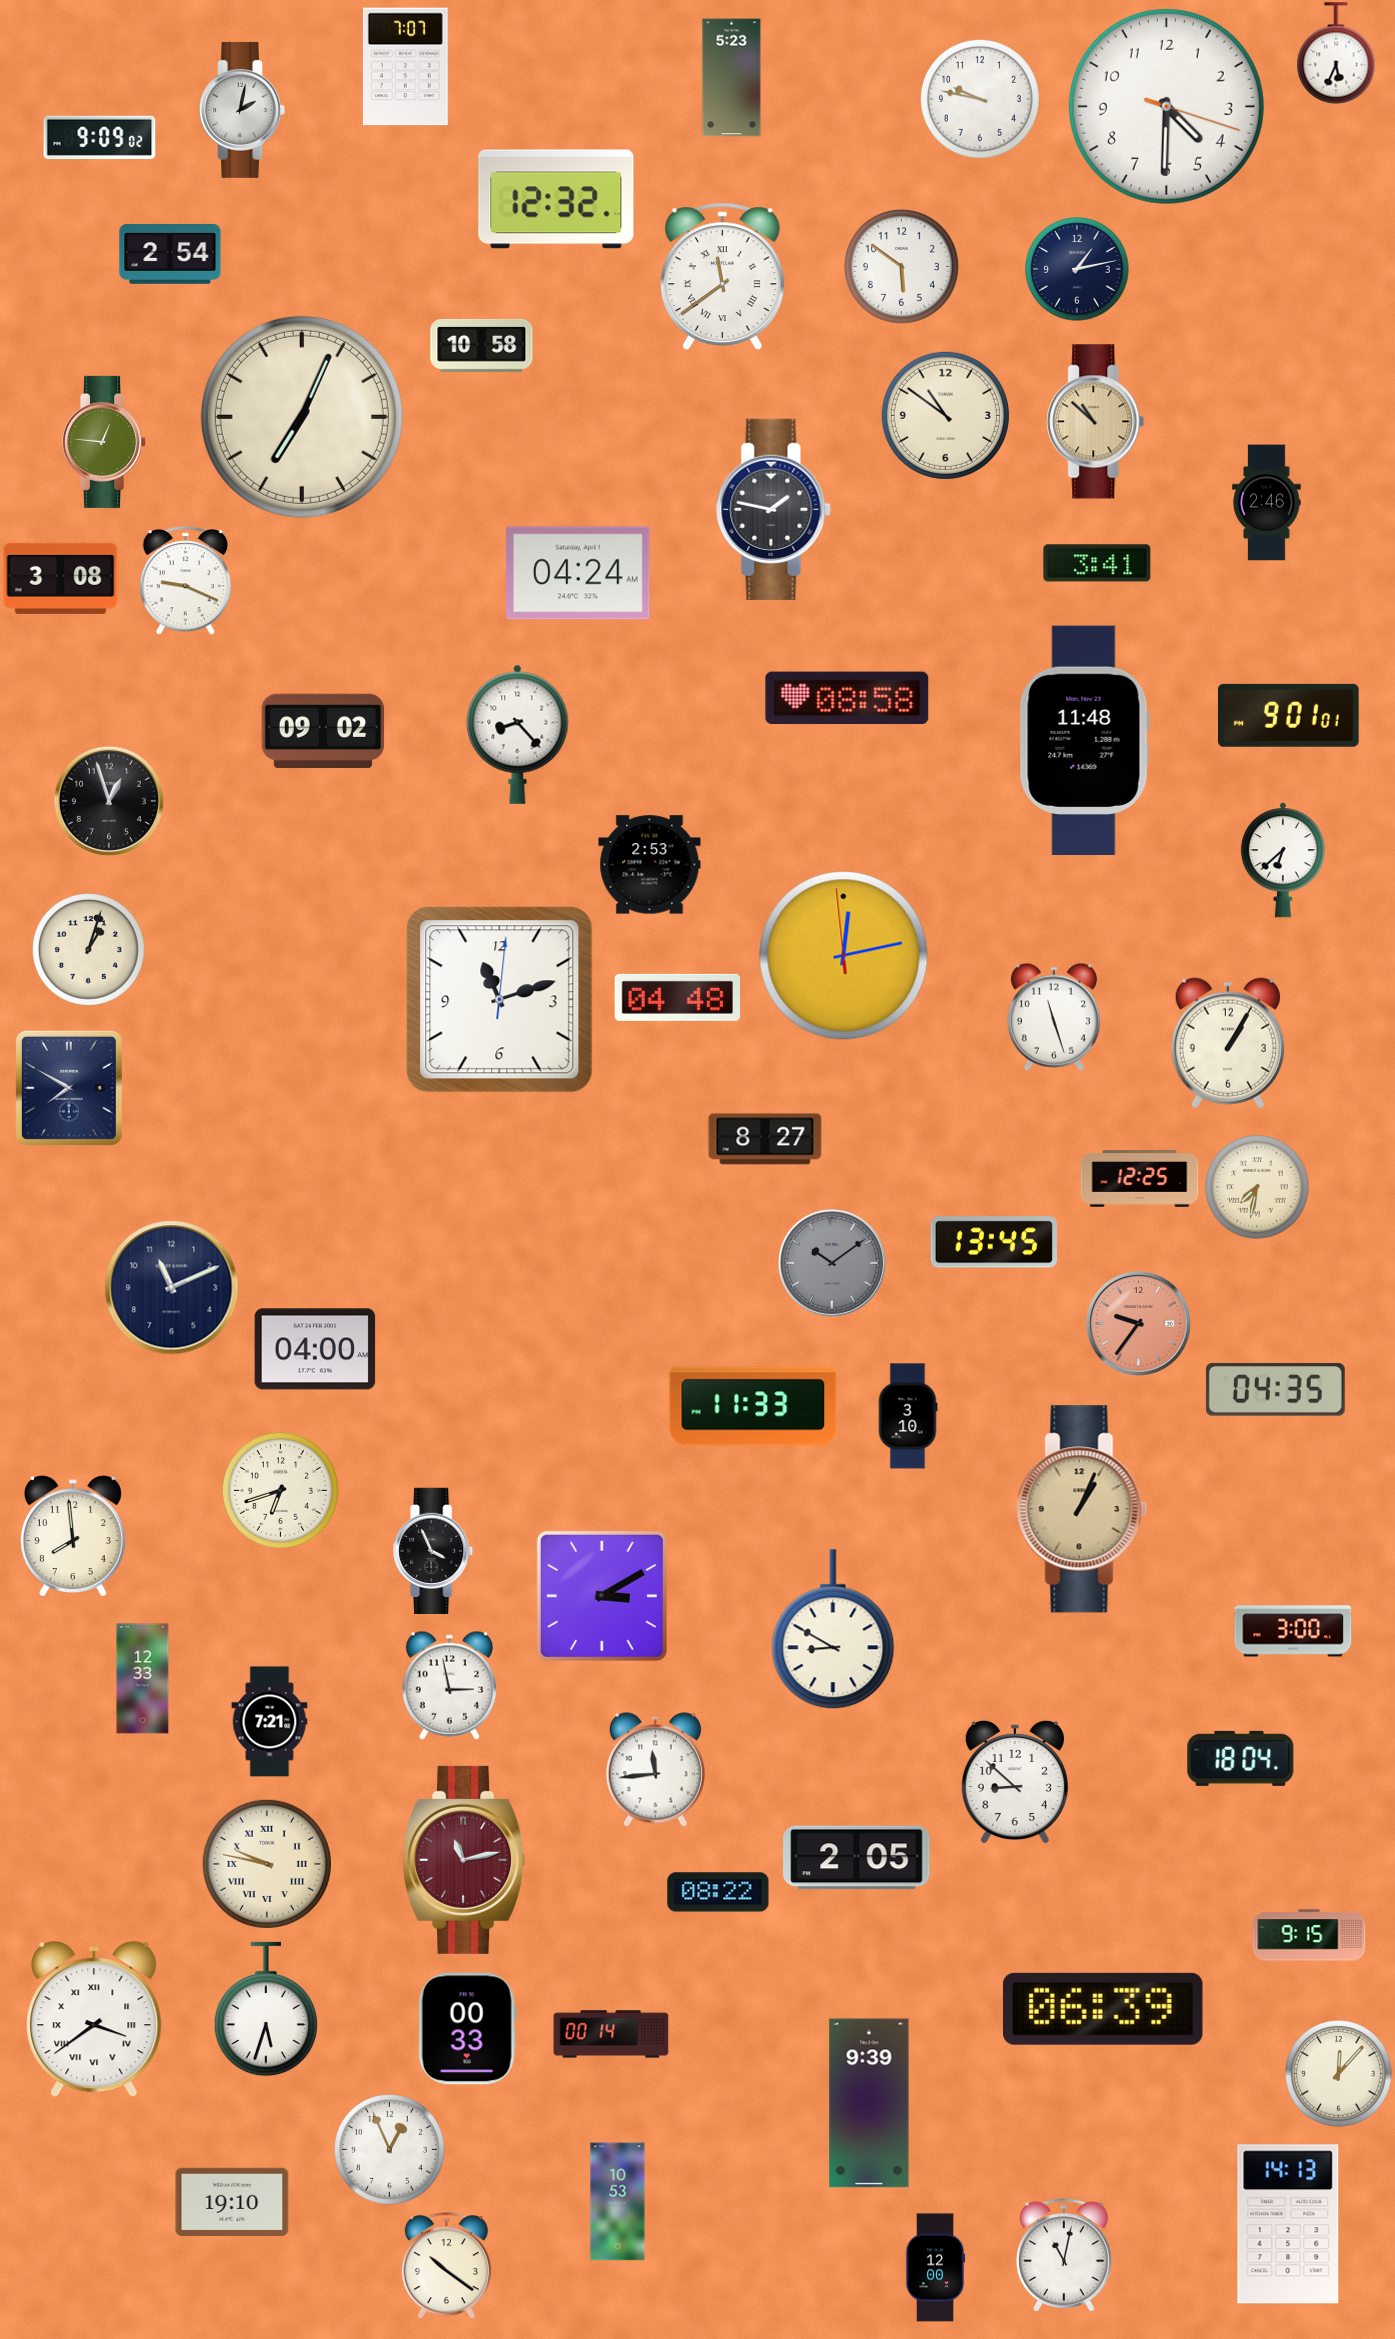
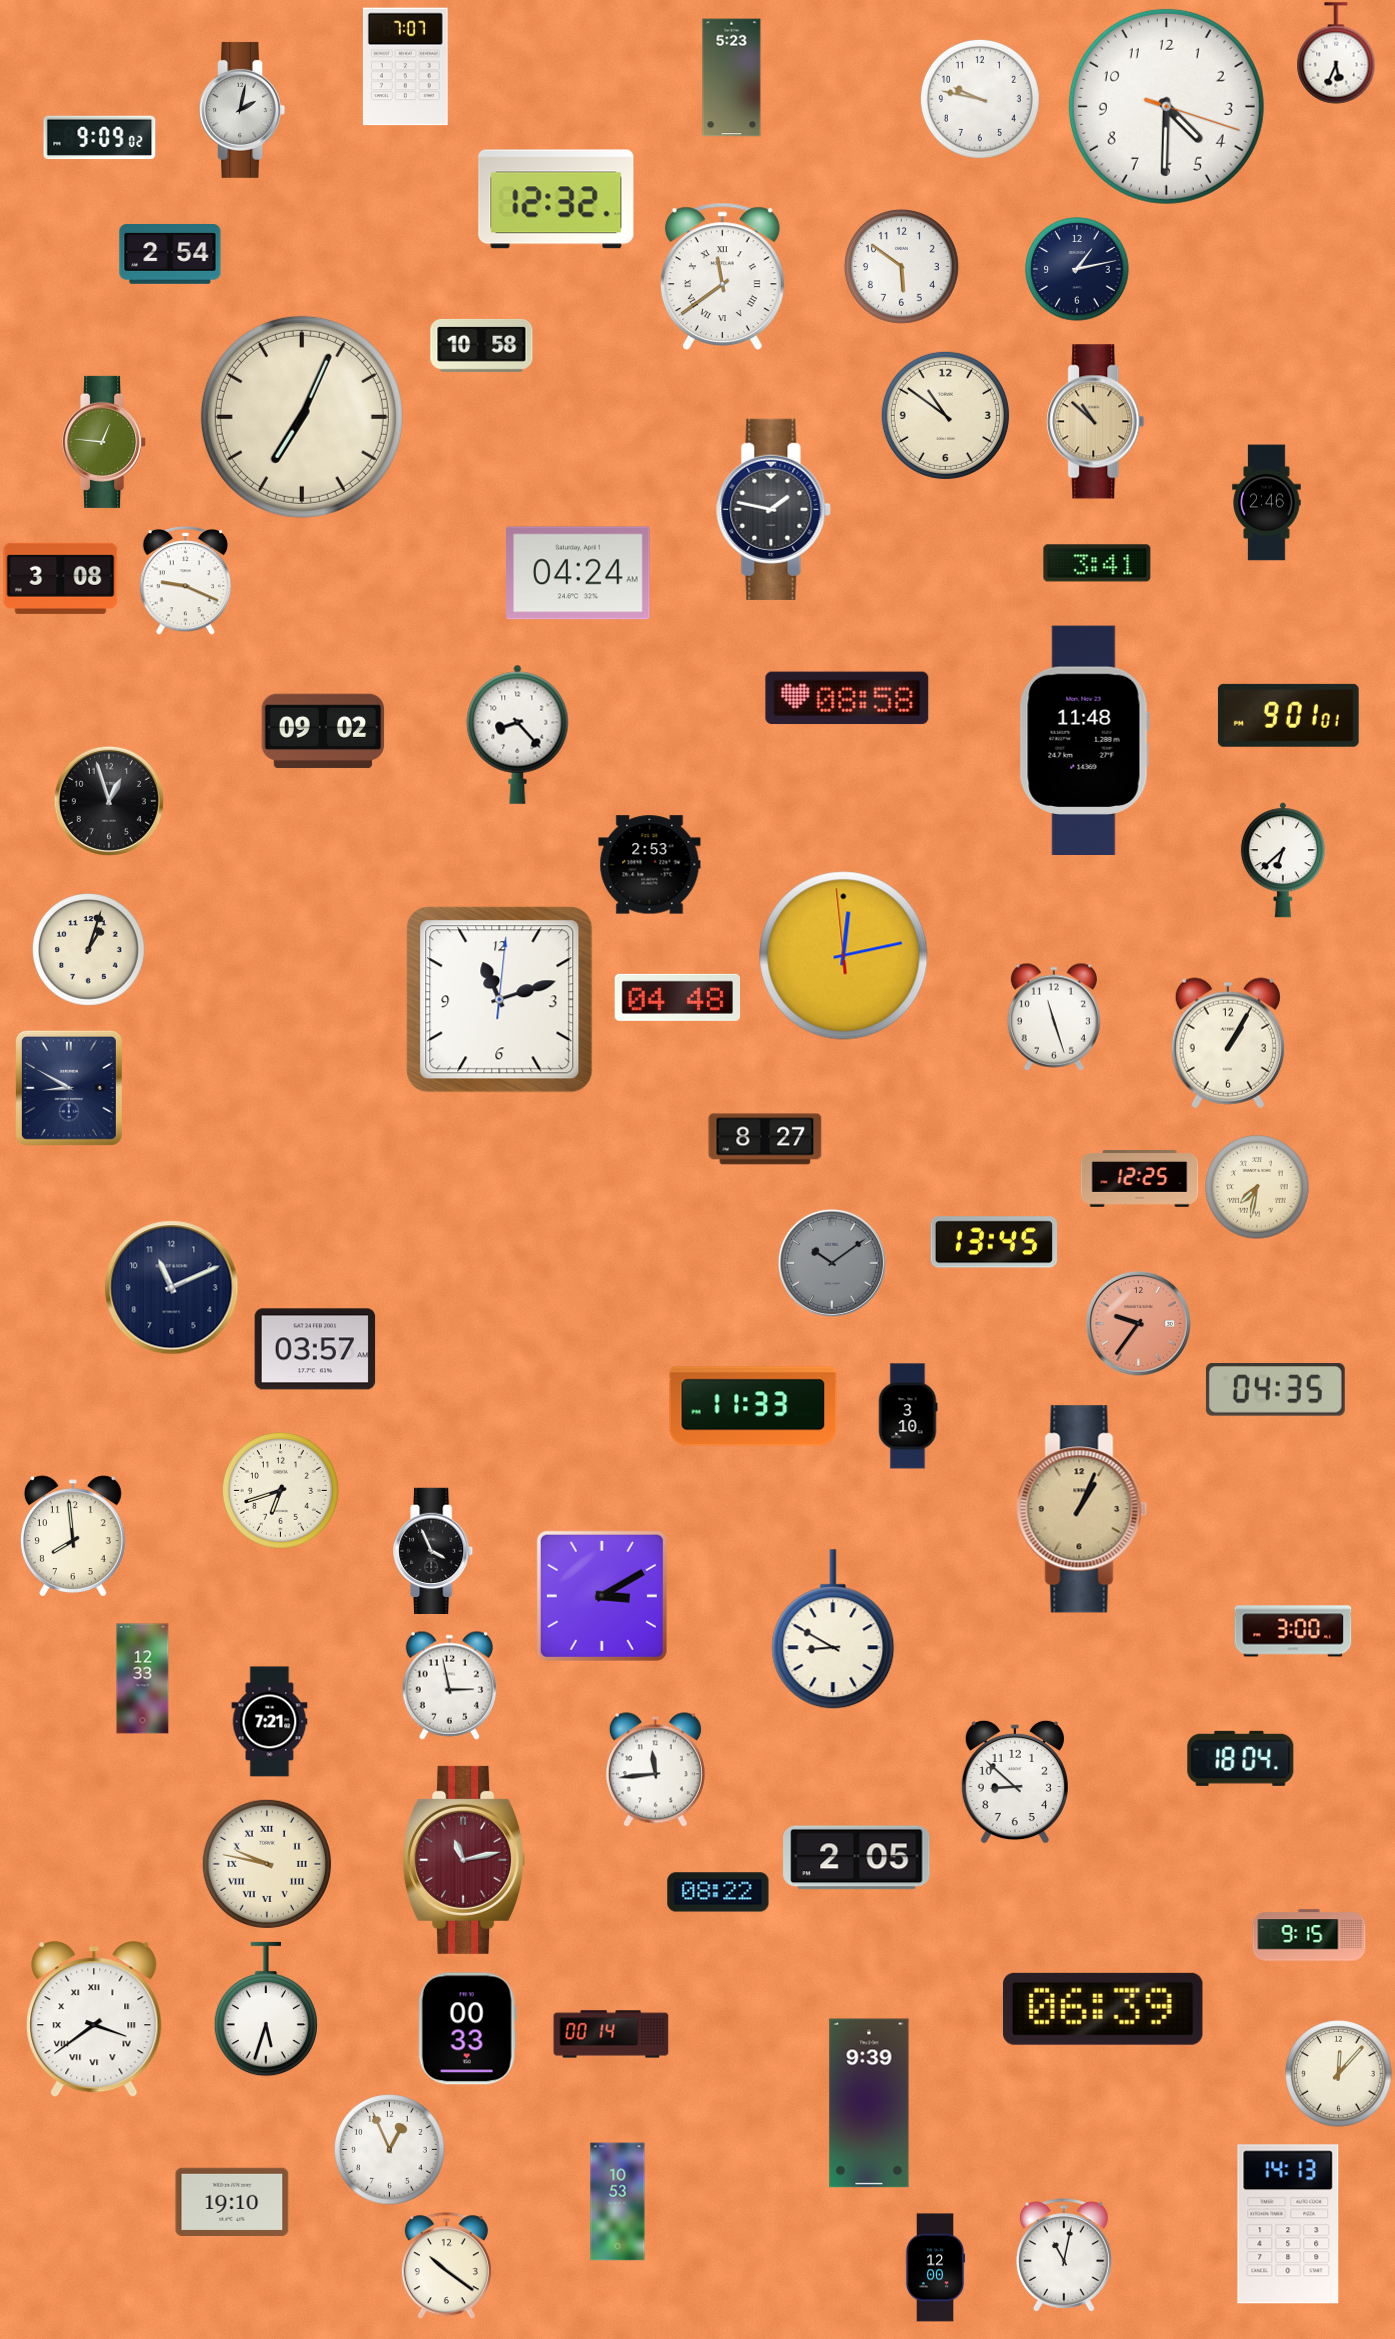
clock at (69, 1088): 7:50 -> 8:50
clock at (315, 1349): 04:00 -> 03:57
